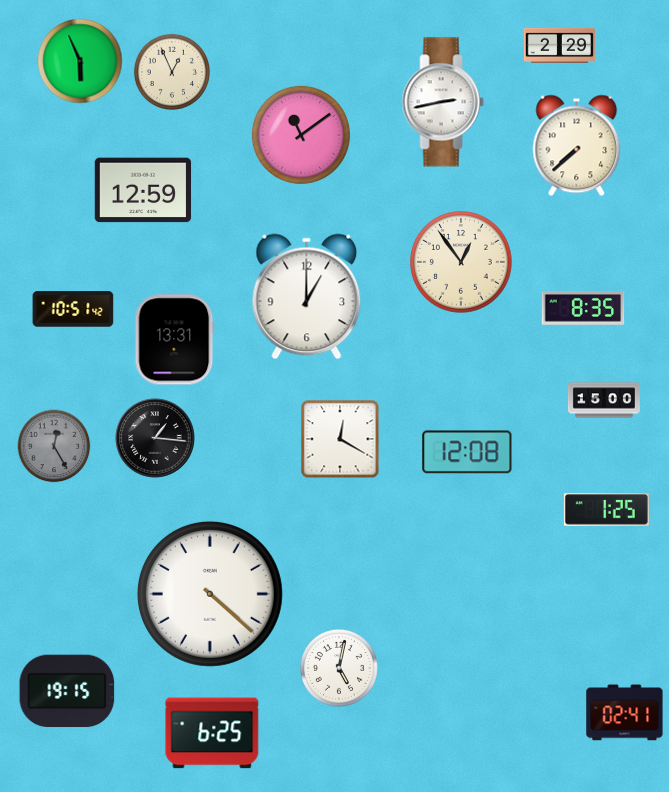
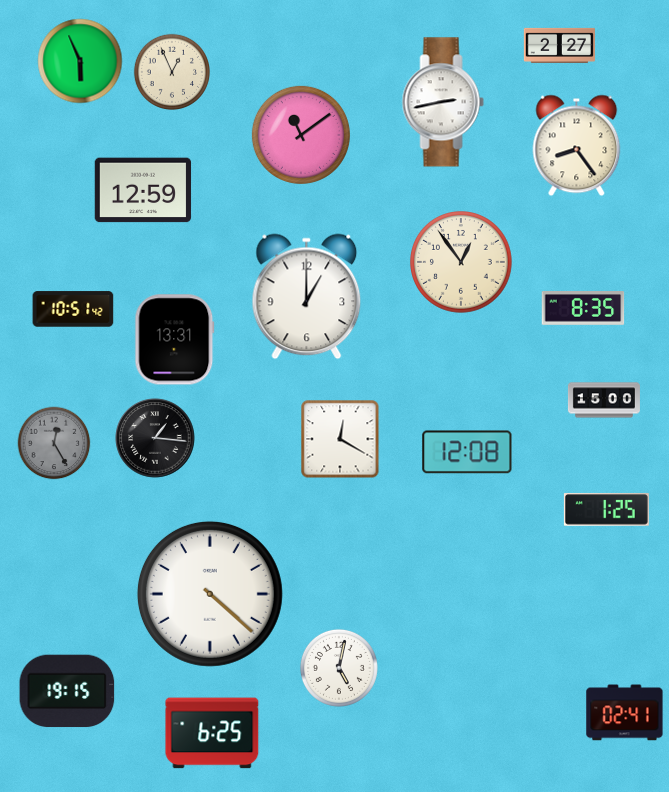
clock at (559, 45): 2:29 -> 2:27
clock at (577, 146): 7:38 -> 8:24
clock at (54, 446) position: (54, 446) -> (54, 443)
